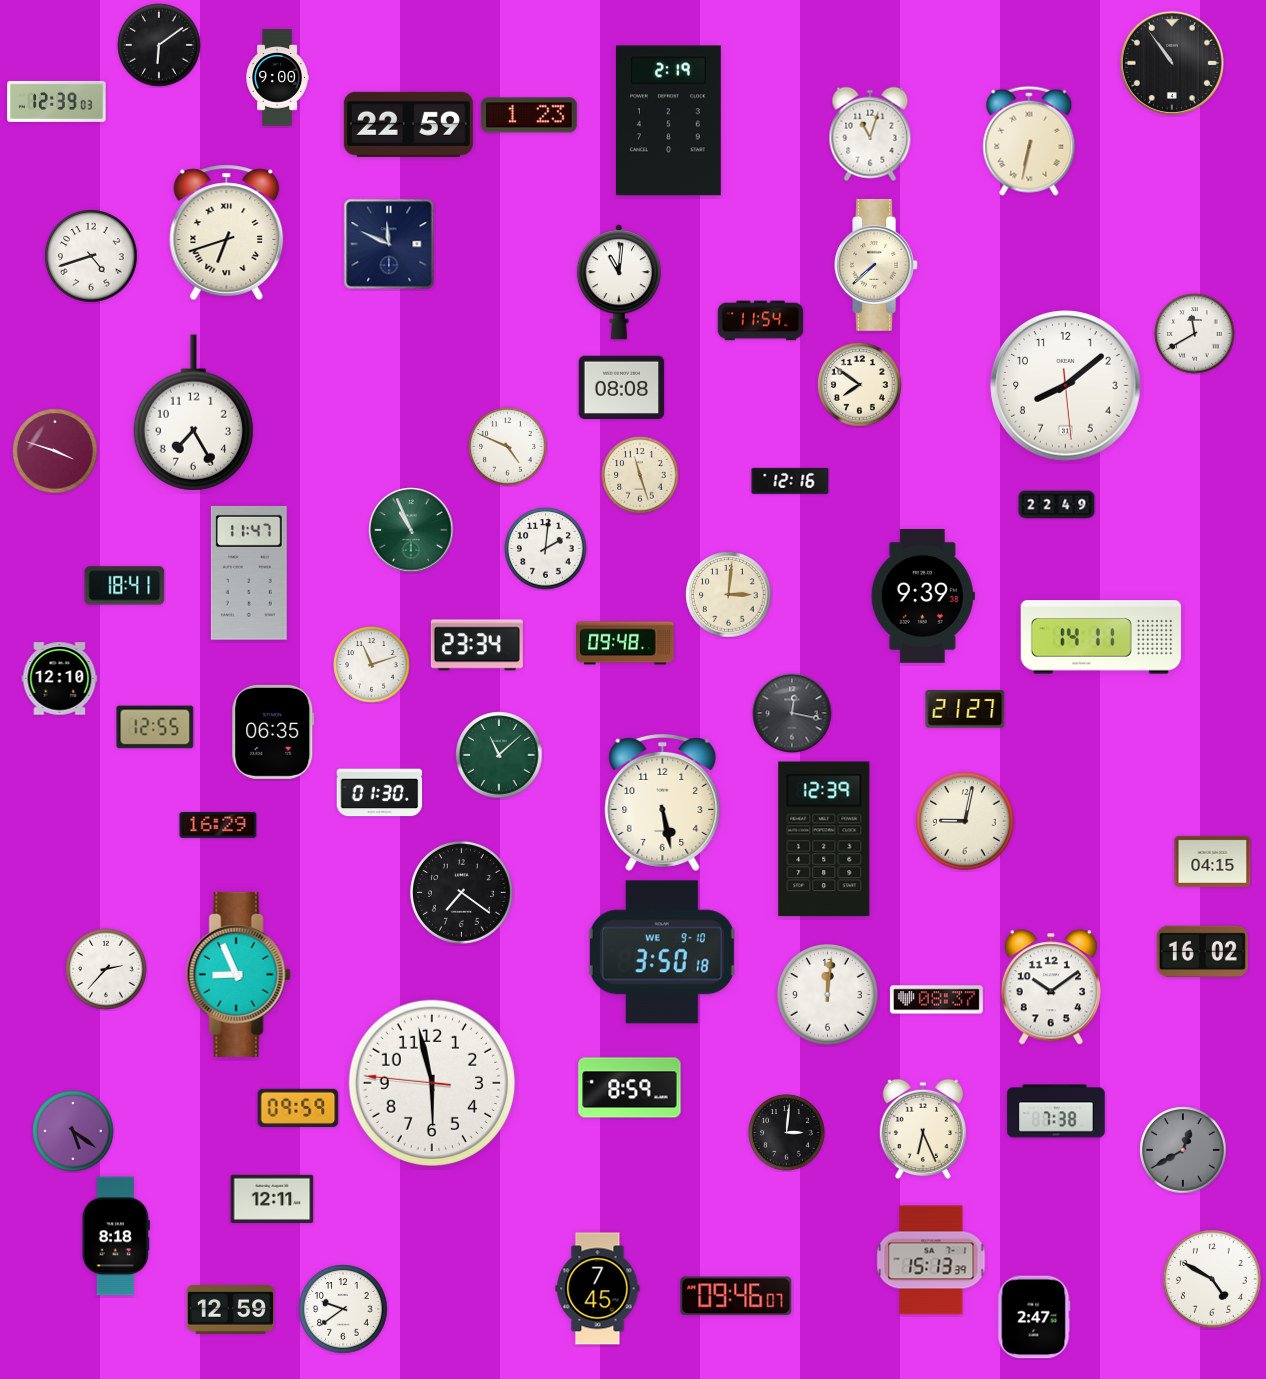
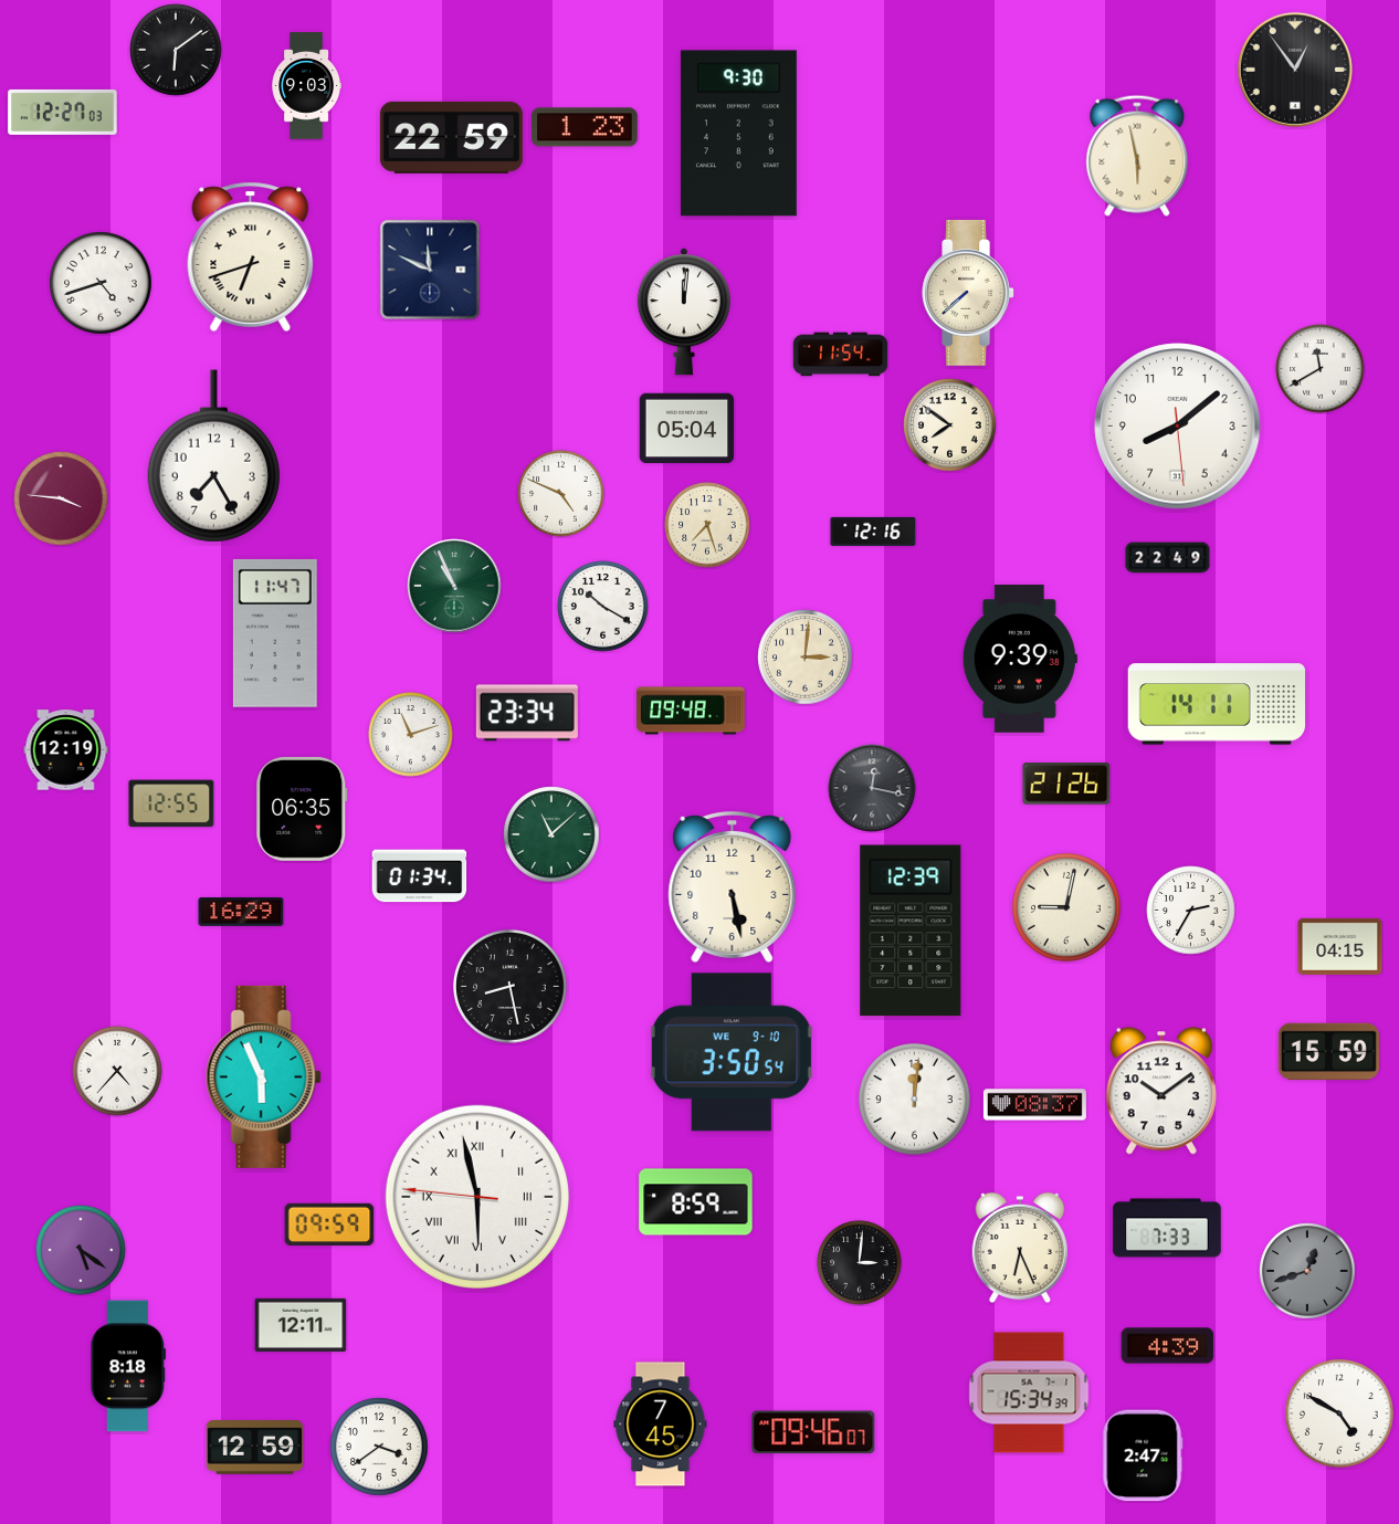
clock at (1172, 63): 10:54 -> 12:54
clock at (277, 78): 9:00 -> 9:03
clock at (57, 101): 12:39 -> 12:27
clock at (668, 121): 2:19 -> 9:30
clock at (870, 134): 11:03 -> none
clock at (1029, 141): 6:32 -> 5:58
clock at (619, 282): 11:01 -> 12:01
clock at (622, 388): 08:08 -> 05:04
clock at (55, 451): 3:48 -> 3:46
clock at (640, 475): 11:27 -> 7:27
clock at (546, 549): 2:01 -> 10:20
clock at (125, 586): 18:41 -> none
clock at (60, 679): 12:10 -> 12:19
clock at (965, 710): 21:27 -> 21:26
clock at (792, 713) position: (792, 713) -> (872, 788)
clock at (380, 793): 01:30 -> 01:34
clock at (1191, 911): none -> 2:35
clock at (824, 839) position: (824, 839) -> (911, 931)
clock at (1213, 861) position: (1213, 861) -> (1340, 946)
clock at (462, 893): 7:21 -> 8:28
clock at (662, 952): 3:50:18 -> 3:50:54
clock at (1202, 952): 16:02 -> 15:59
clock at (106, 969): 2:37 -> 4:37
clock at (238, 974): 8:56 -> 5:56
clock at (432, 1083) numerals: Arabic -> Roman
clock at (1056, 1111): 7:38 -> 7:33
clock at (787, 1133) position: (787, 1133) -> (860, 1263)
clock at (1183, 1150): 12:40 -> 12:42
clock at (1168, 1346): none -> 4:39
clock at (931, 1260): 15:13 -> 15:34
clock at (343, 1309): 9:39 -> 3:39
